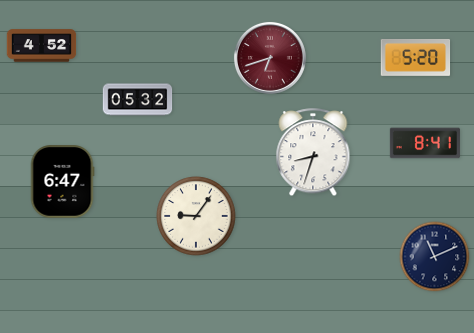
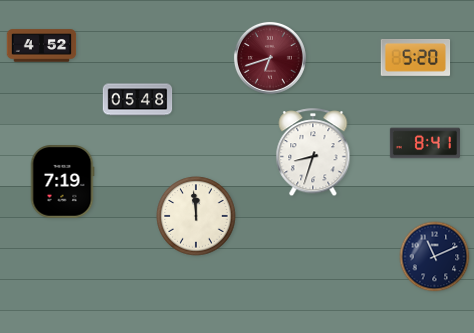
clock at (138, 100): 05:32 -> 05:48
clock at (62, 182): 6:47 -> 7:19
clock at (196, 216): 9:06 -> 11:59
